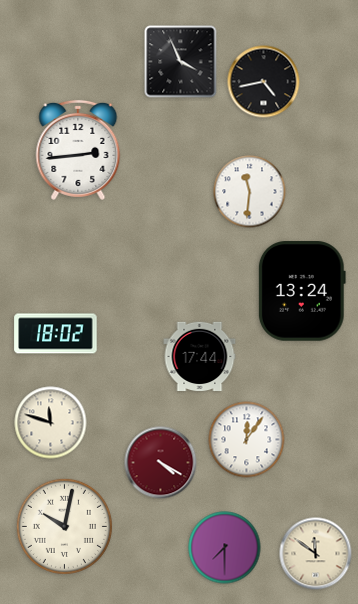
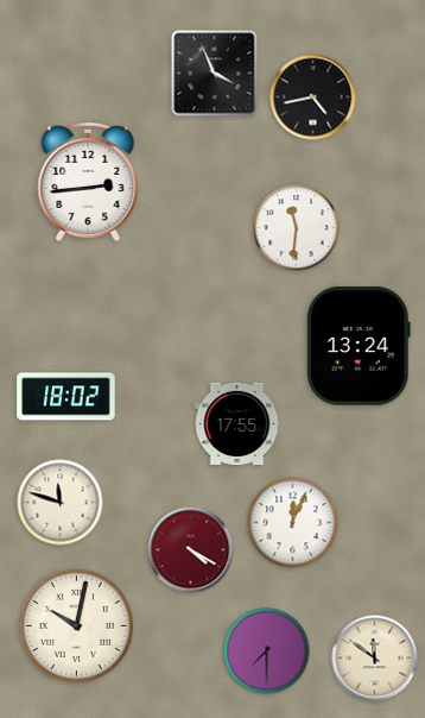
clock at (78, 150) position: (78, 150) -> (88, 182)
clock at (200, 356): 17:44 -> 17:55
clock at (247, 440): 12:06 -> 12:04
